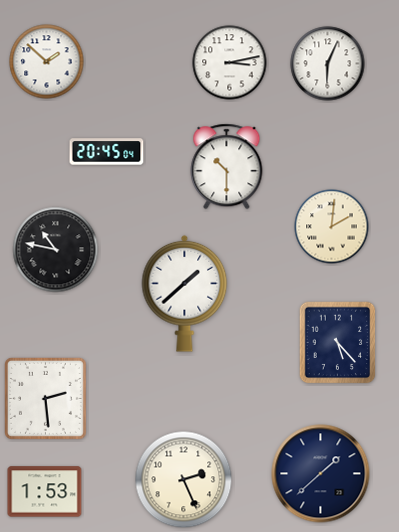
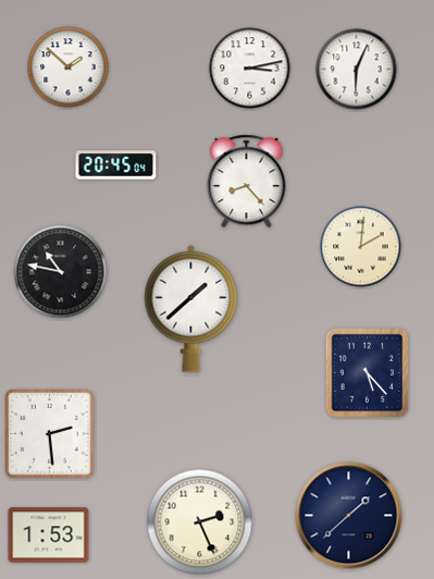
clock at (47, 62) position: (47, 62) -> (69, 67)
clock at (227, 167): 10:30 -> 8:23
clock at (185, 293) position: (185, 293) -> (191, 308)
